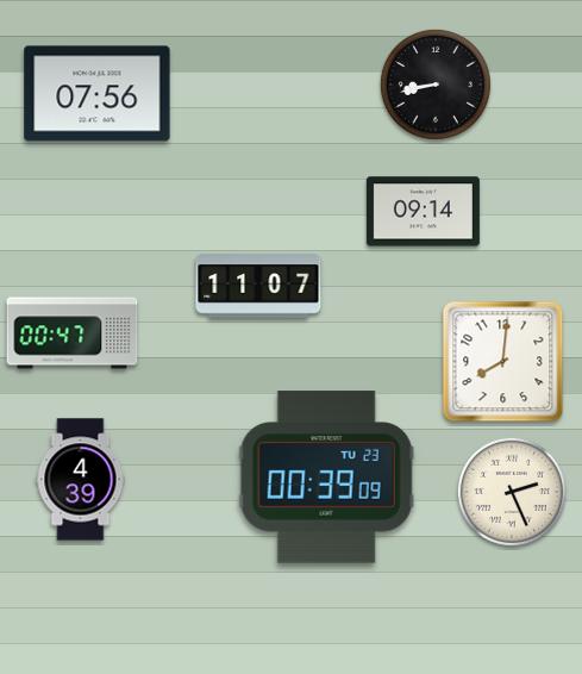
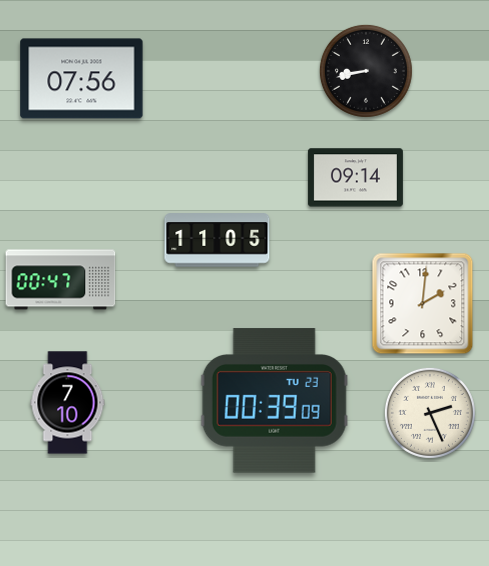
clock at (258, 286): 11:07 -> 11:05
clock at (503, 362): 8:01 -> 2:01
clock at (81, 480): 4:39 -> 7:10
